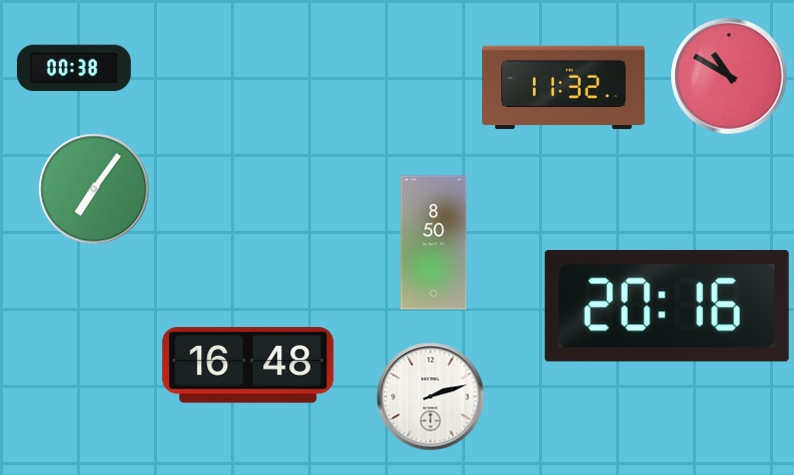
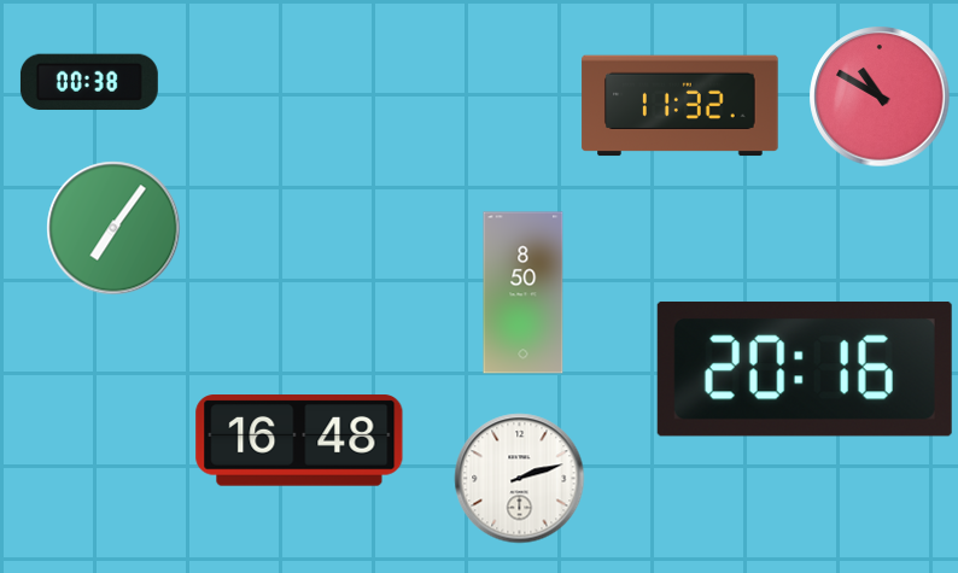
clock at (729, 76) position: (729, 76) -> (880, 97)
